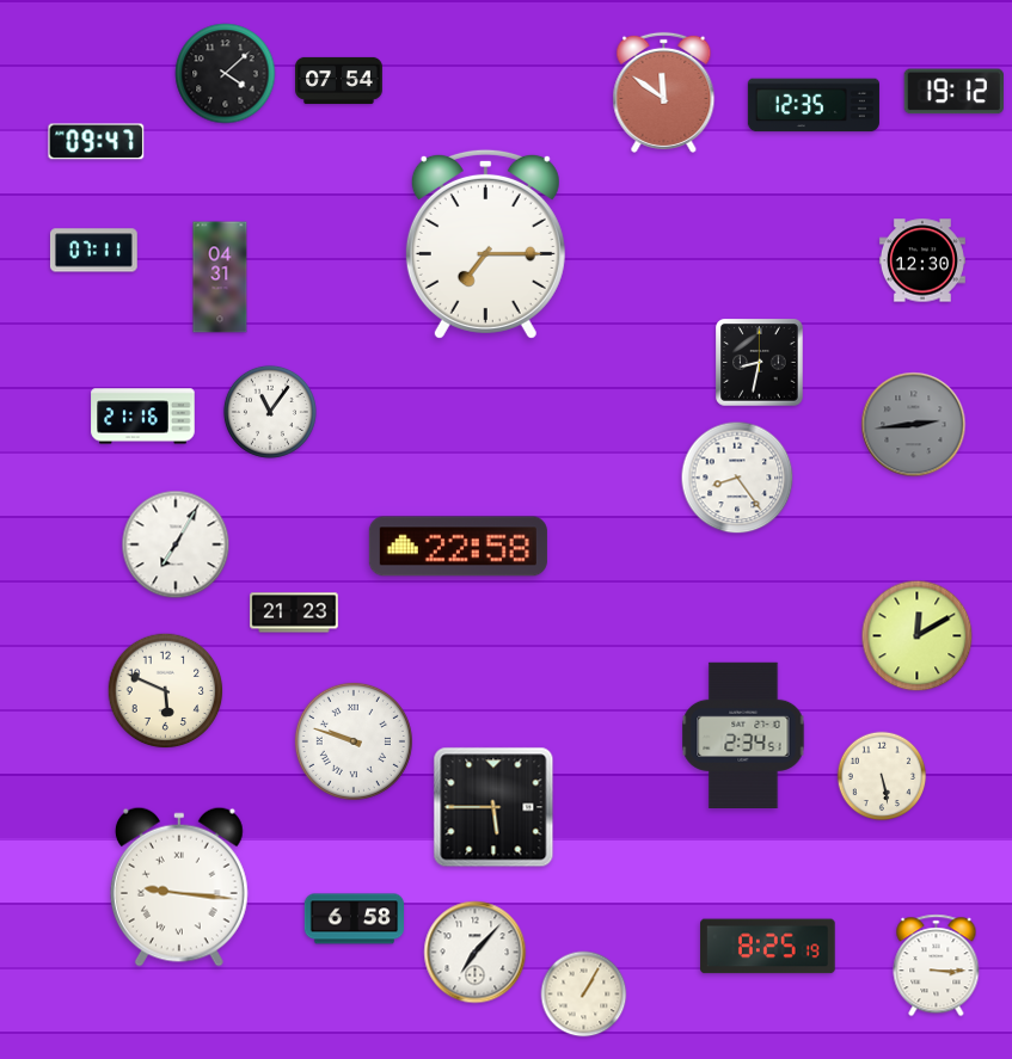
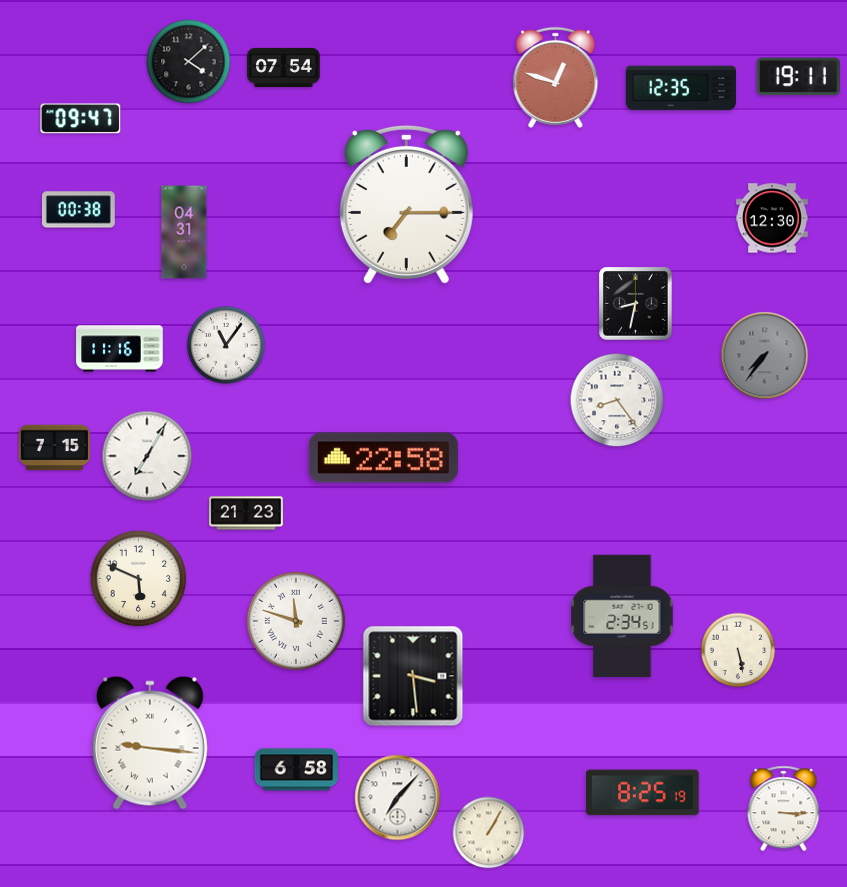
clock at (664, 92): 11:51 -> 12:48
clock at (953, 92): 19:12 -> 19:11
clock at (93, 251): 07:11 -> 00:38
clock at (143, 417): 21:16 -> 11:16
clock at (914, 425): 2:44 -> 7:36
clock at (54, 448): none -> 7:15
clock at (918, 636): 12:10 -> none
clock at (354, 741): 9:48 -> 11:48
clock at (493, 807): 5:45 -> 3:29
